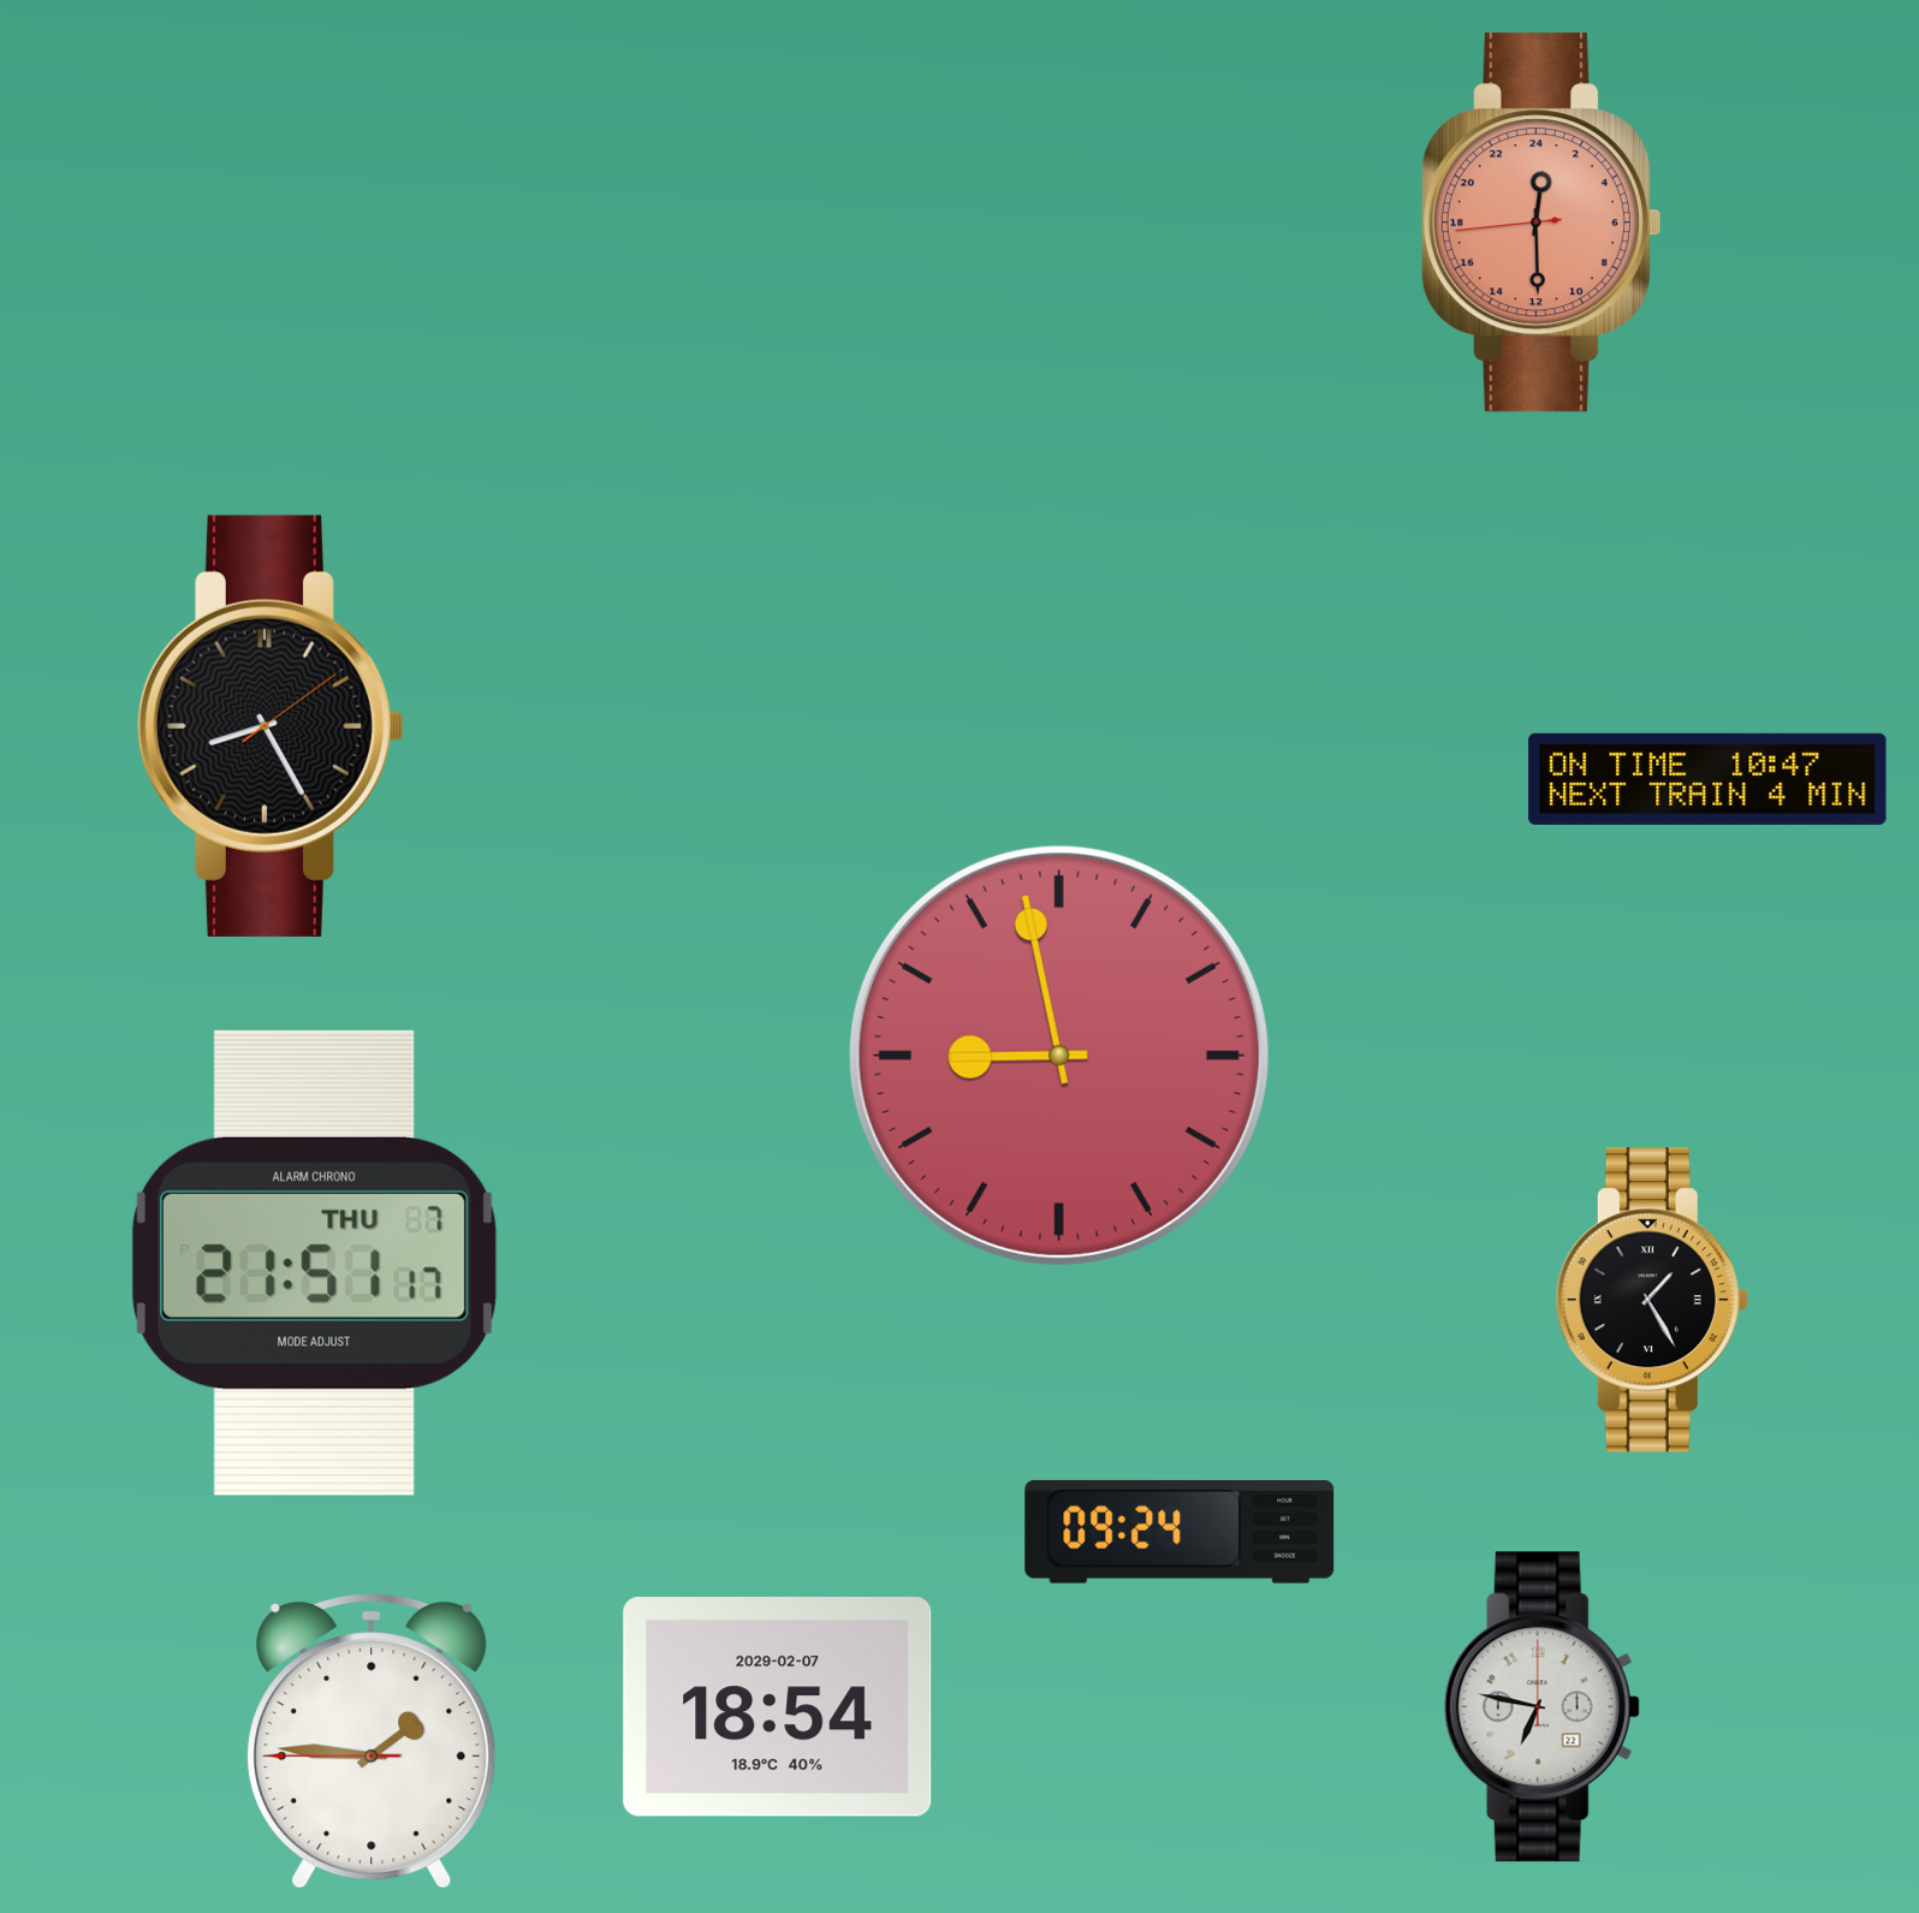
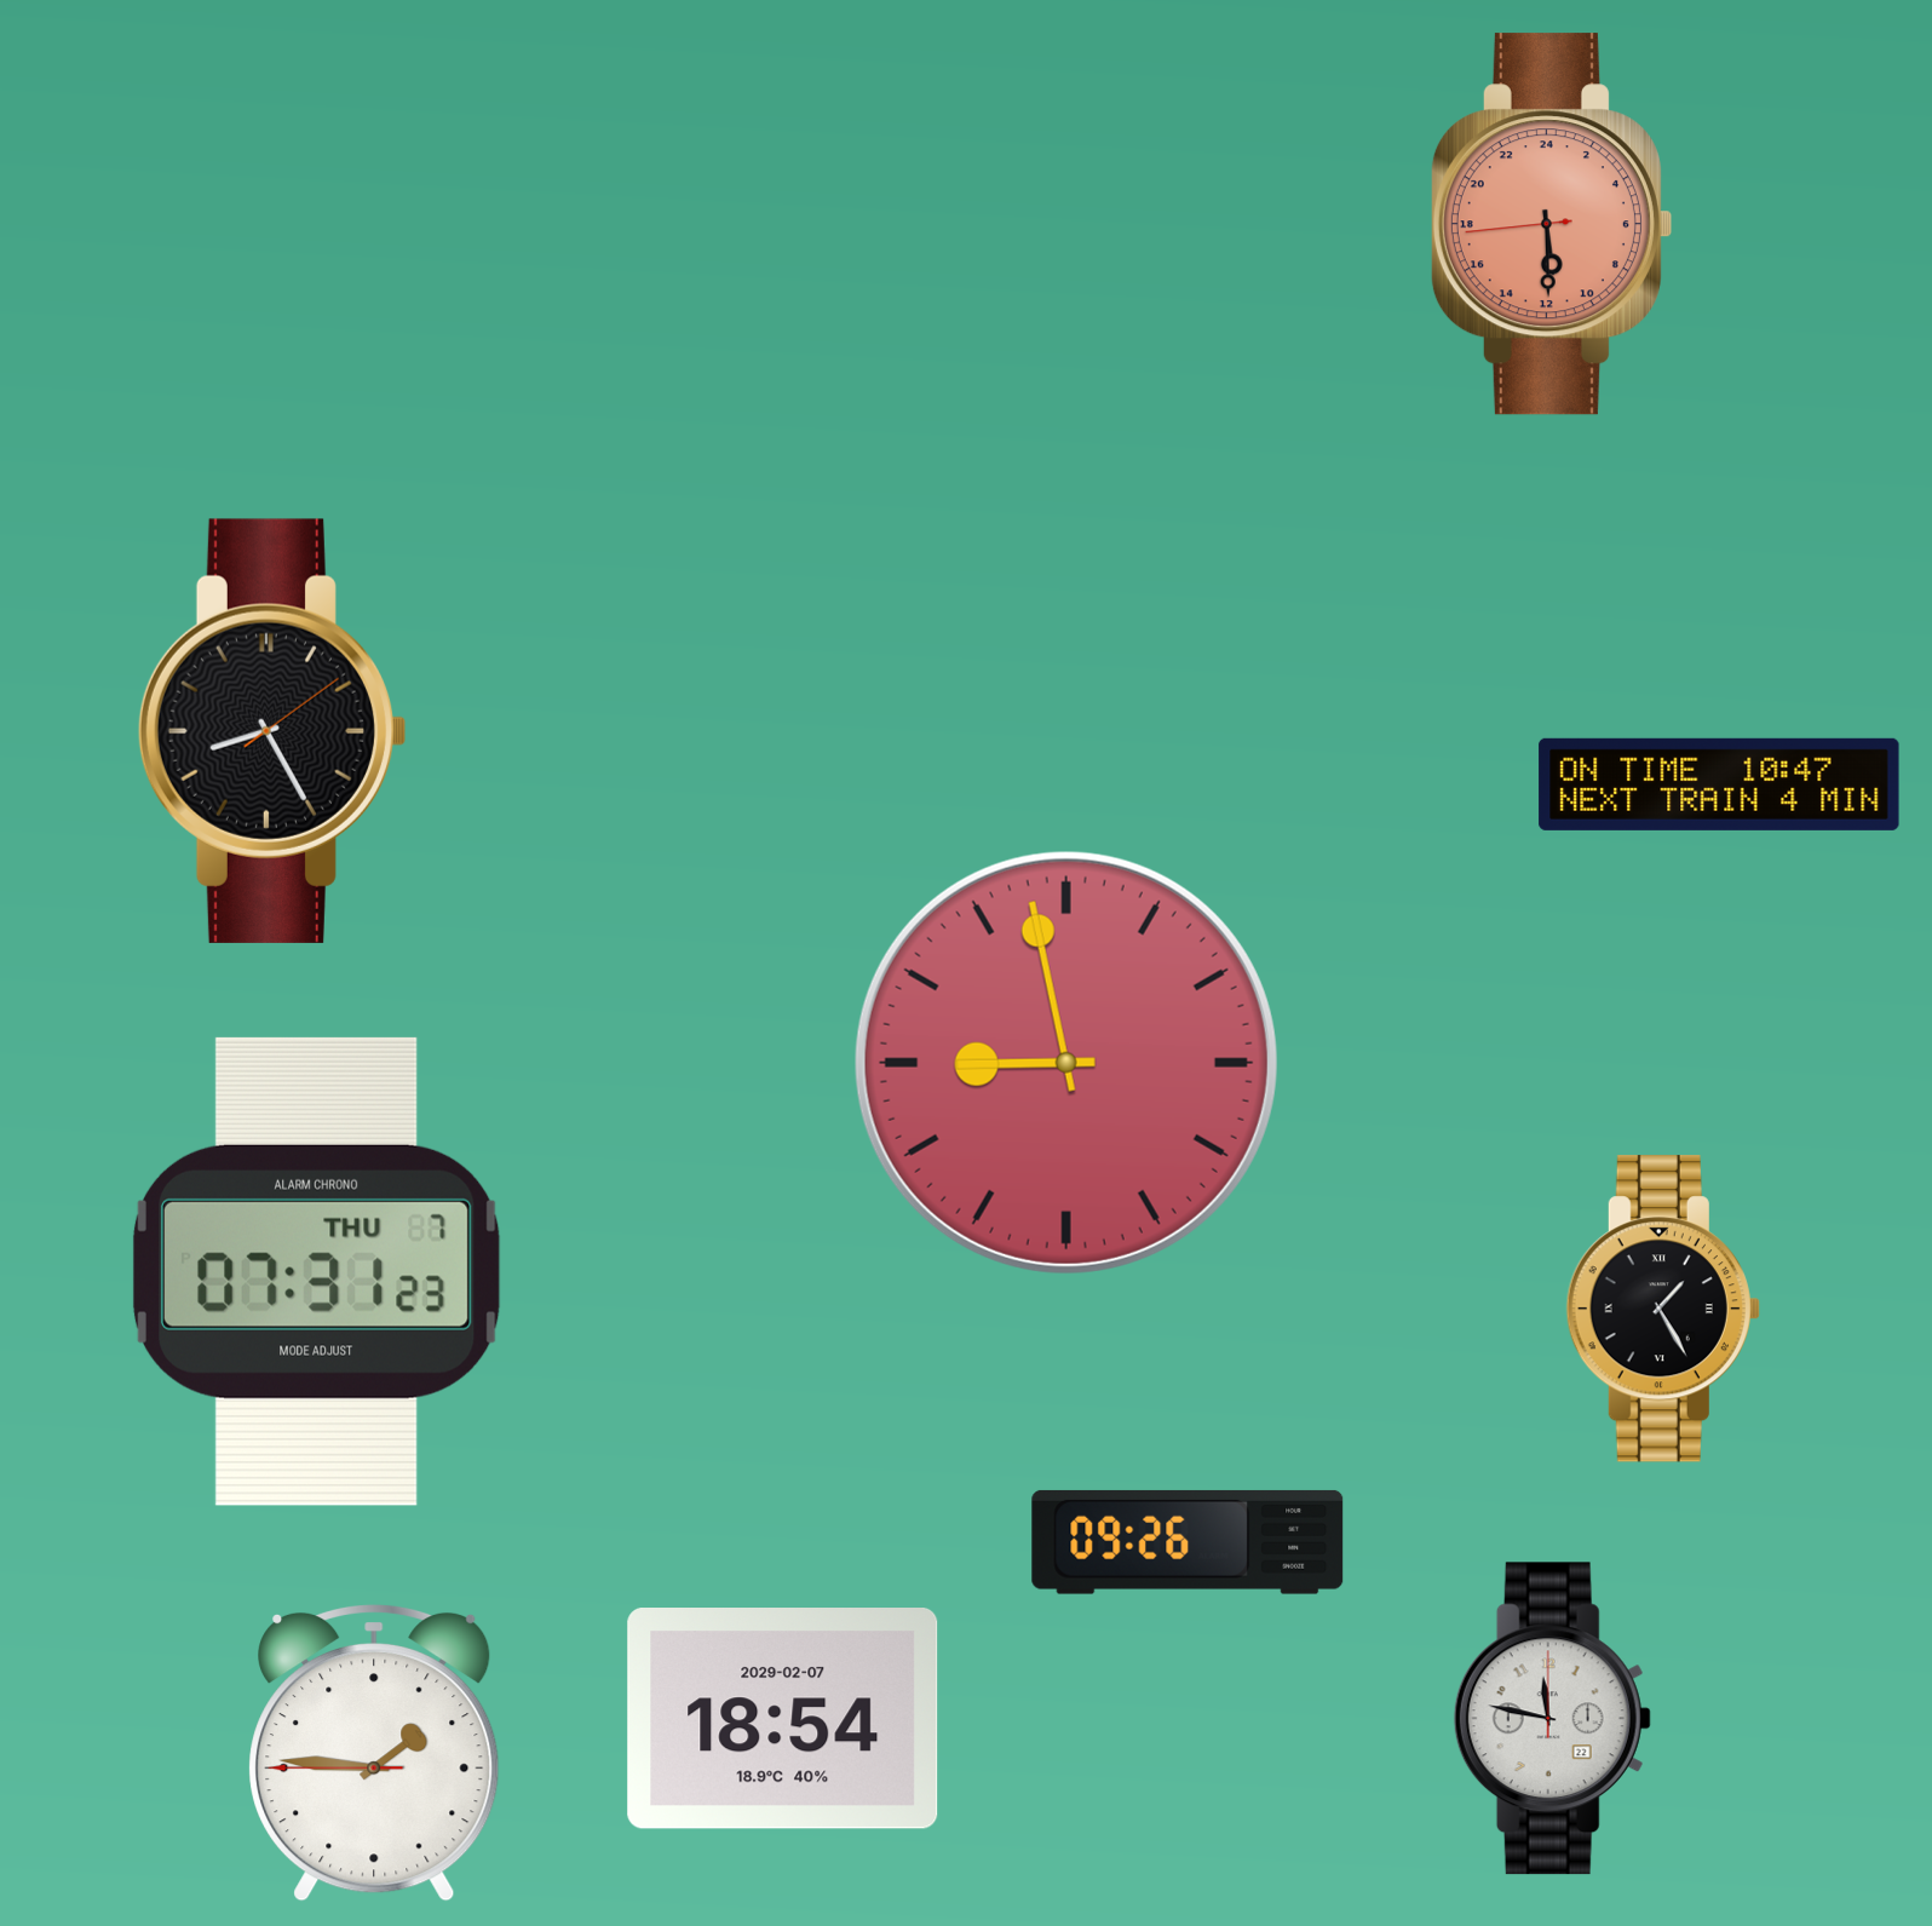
clock at (1540, 222): 0:29 -> 11:29
clock at (314, 1263): 21:51 -> 07:31
clock at (1180, 1532): 09:24 -> 09:26
clock at (1541, 1707): 6:47 -> 11:47
